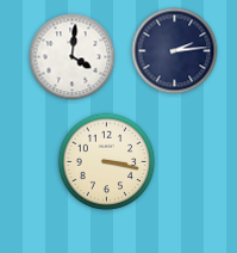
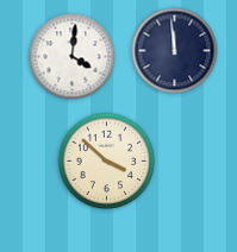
clock at (175, 51): 2:14 -> 11:59
clock at (107, 162): 3:17 -> 3:52
